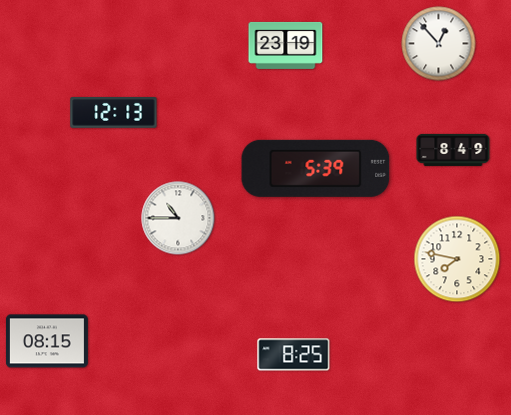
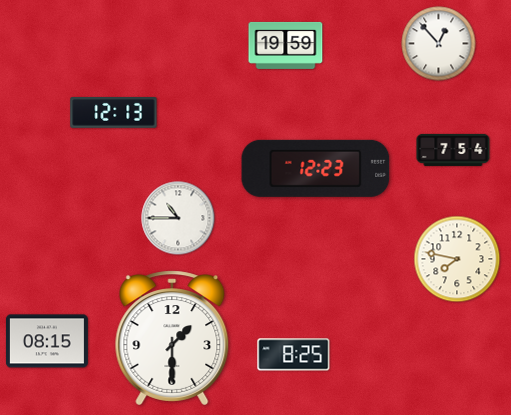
clock at (286, 45): 23:19 -> 19:59
clock at (453, 150): 8:49 -> 7:54
clock at (316, 168): 5:39 -> 12:23
clock at (172, 338): none -> 1:30
